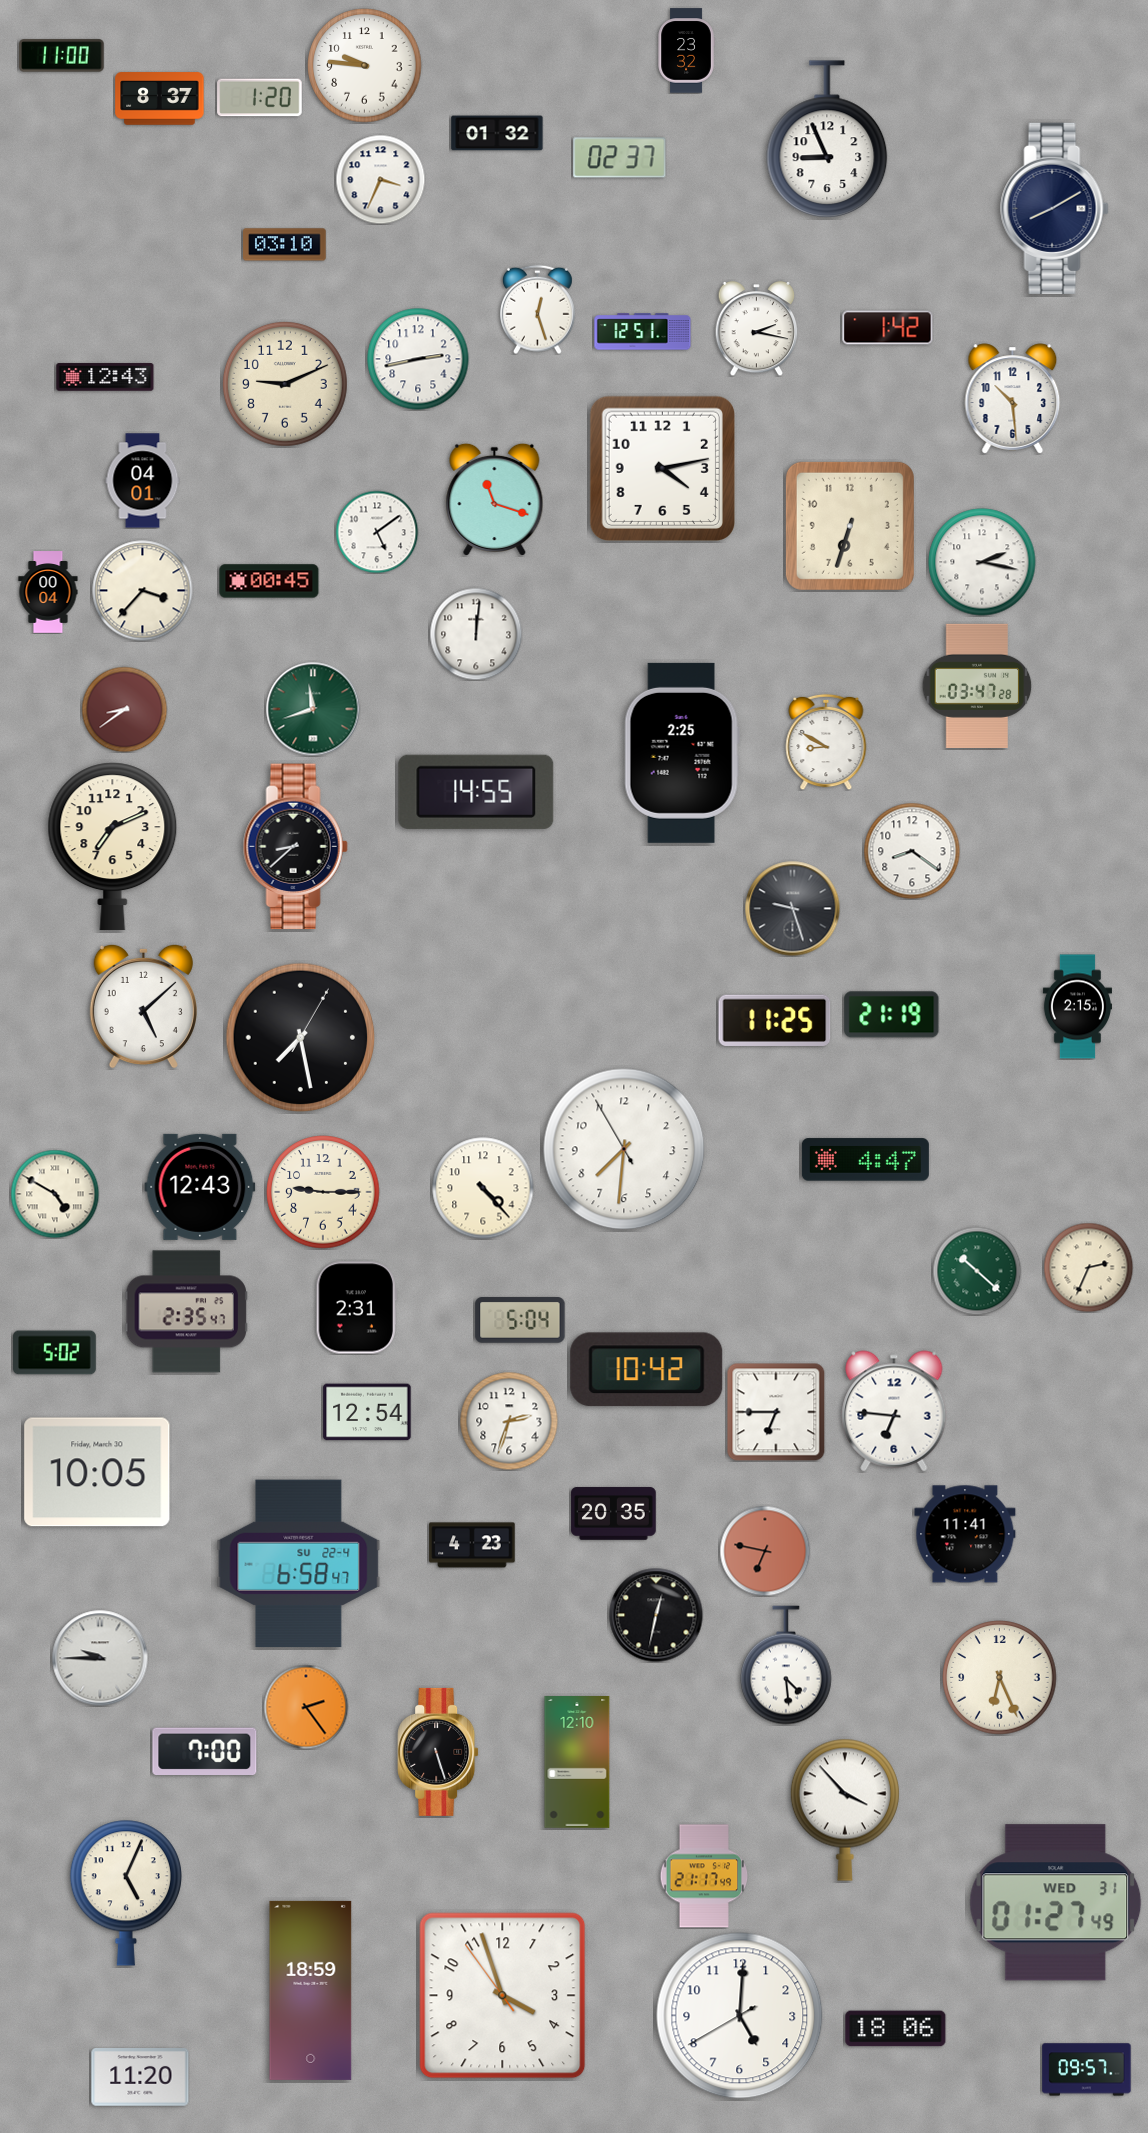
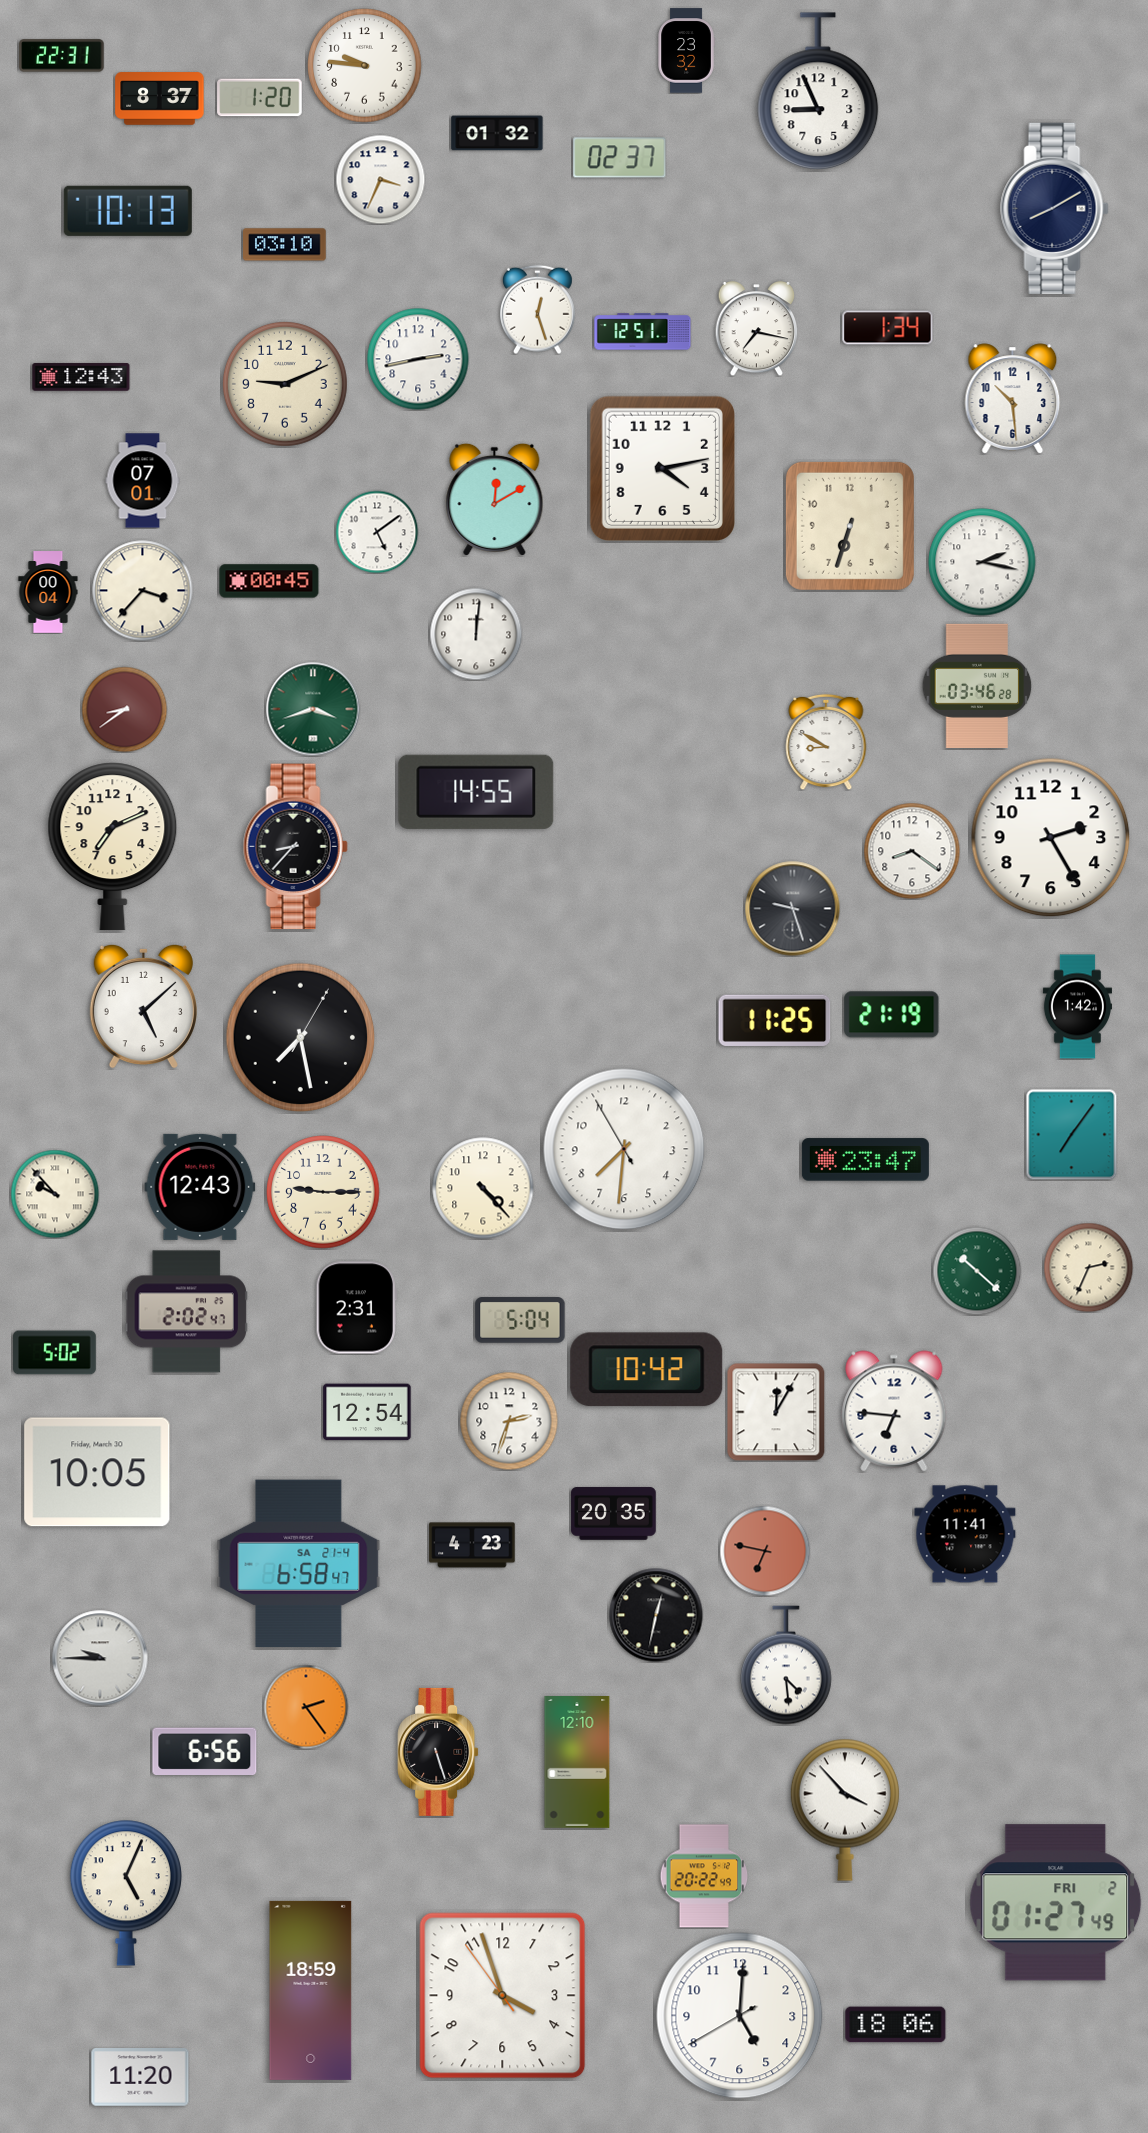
clock at (62, 56): 11:00 -> 22:31
clock at (827, 140) position: (827, 140) -> (818, 92)
clock at (128, 211): none -> 10:13
clock at (757, 328): 2:17 -> 7:17
clock at (888, 328): 1:42 -> 1:34
clock at (105, 377) position: (105, 377) -> (81, 377)
clock at (143, 481): 04:01 -> 07:01
clock at (495, 499): 11:18 -> 12:10
clock at (977, 686): 03:47 -> 03:46
clock at (313, 709): 11:42 -> 3:42
clock at (682, 753): 2:25 -> none
clock at (1051, 838): none -> 2:25
clock at (295, 847): 8:38 -> 8:37
clock at (1077, 1007): 2:15 -> 1:42
clock at (1071, 1134): none -> 7:06
clock at (865, 1160): 4:47 -> 23:47
clock at (55, 1194): 4:50 -> 9:53
clock at (186, 1312): 2:35 -> 2:02
clock at (776, 1412): 6:45 -> 12:05
clock at (299, 1564) date: SU 22-4 -> SA 21-4
clock at (1000, 1678): 6:26 -> none
clock at (205, 1752): 7:00 -> 6:56
clock at (704, 1876): 21:17 -> 20:22
clock at (1056, 1903) date: WED 31 -> FRI 2
clock at (896, 2029) position: (896, 2029) -> (896, 2025)
clock at (1087, 2070): 09:57 -> none
